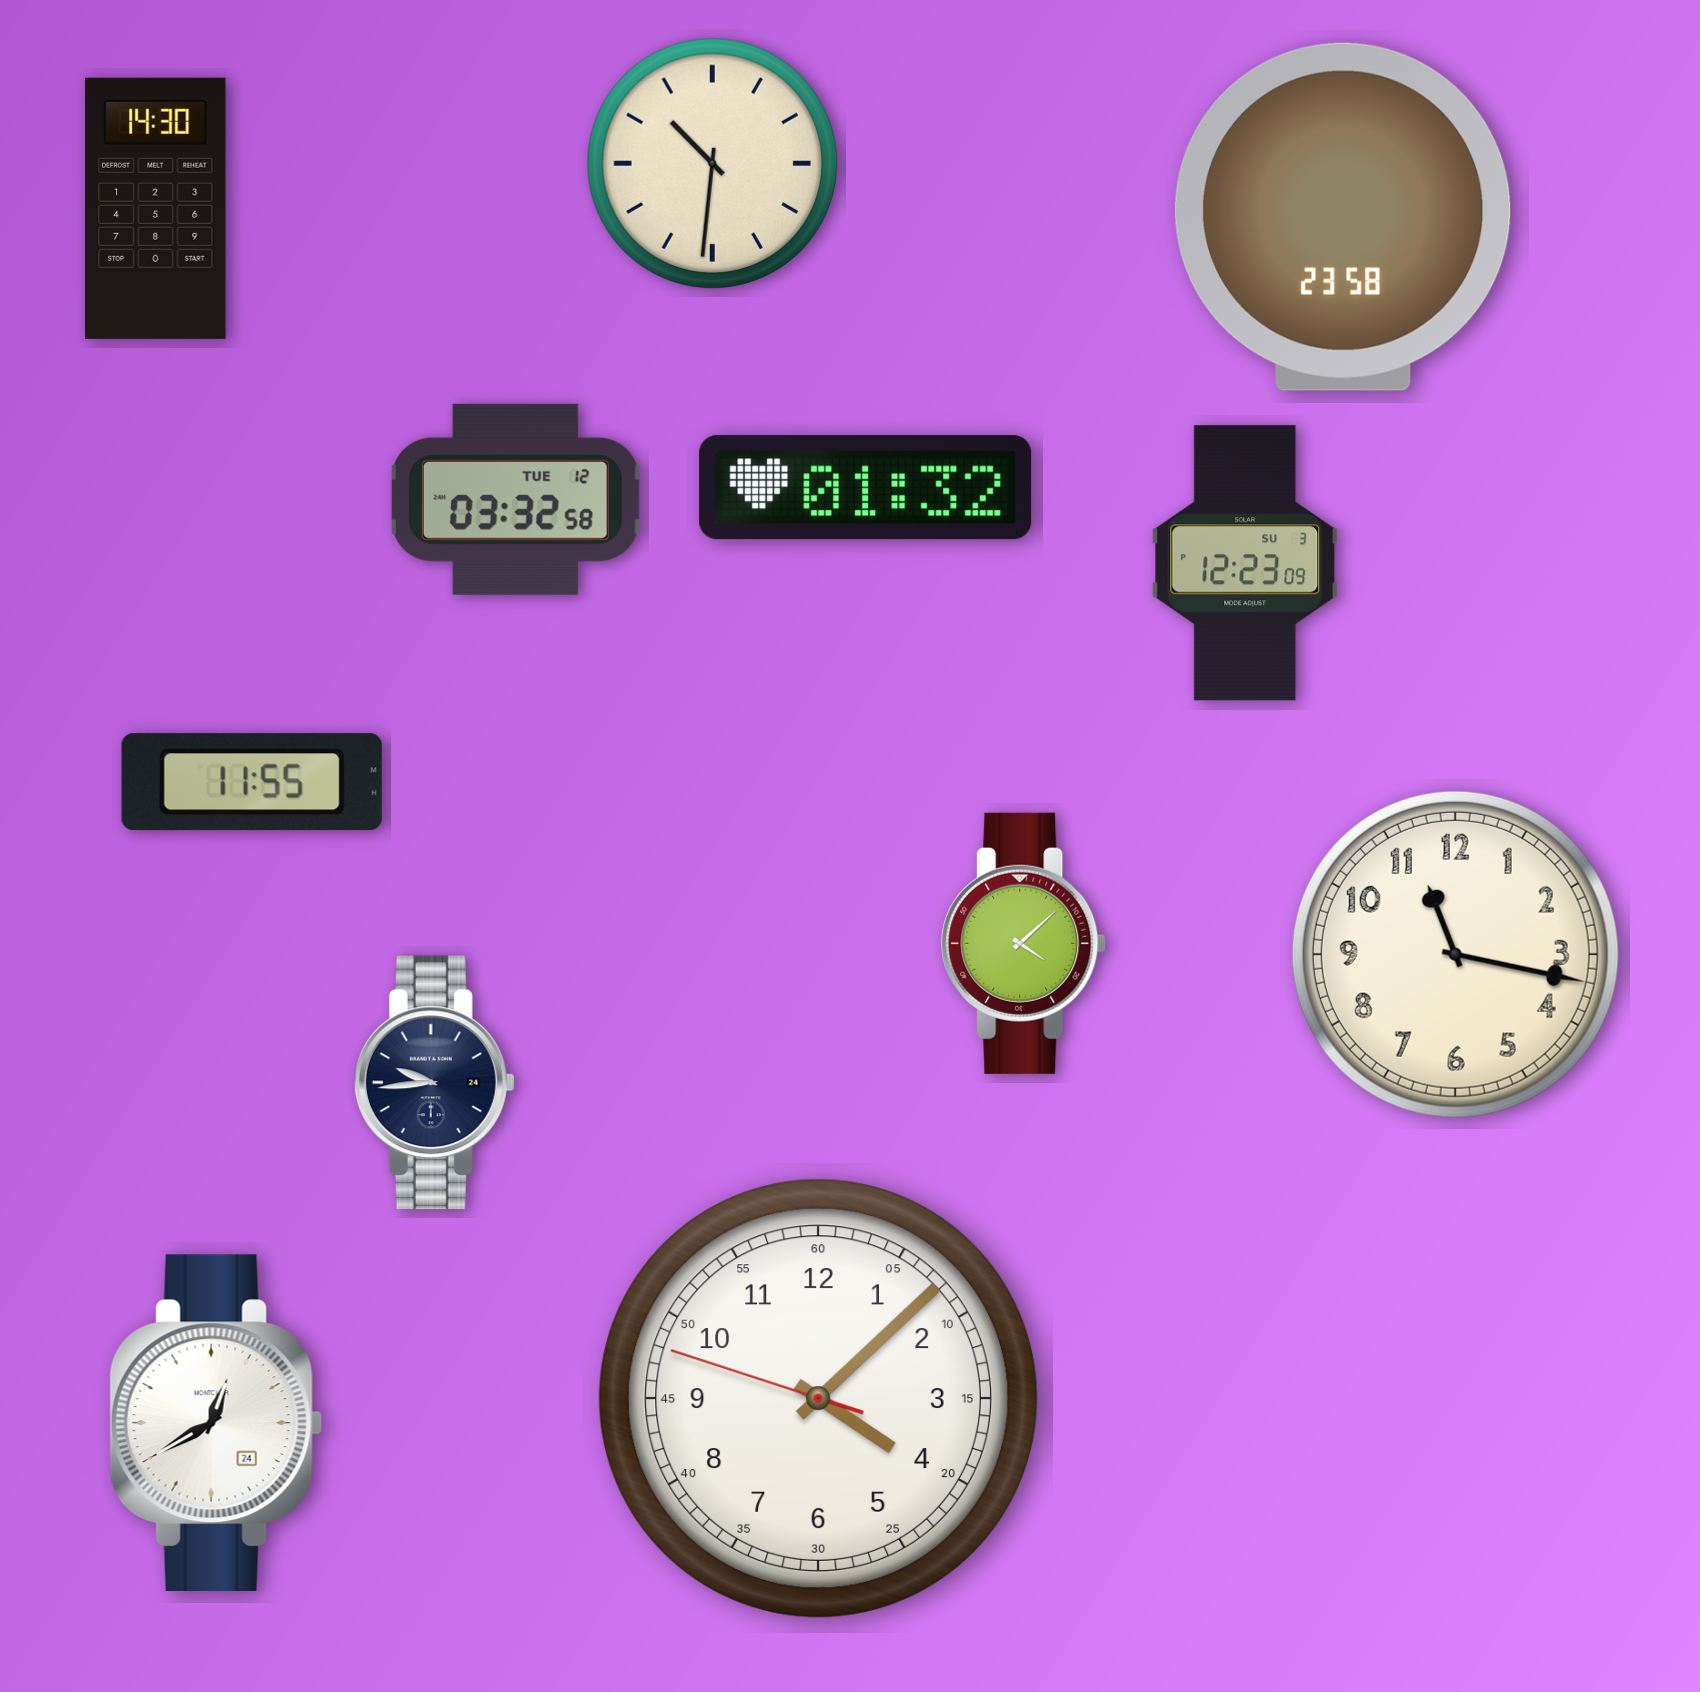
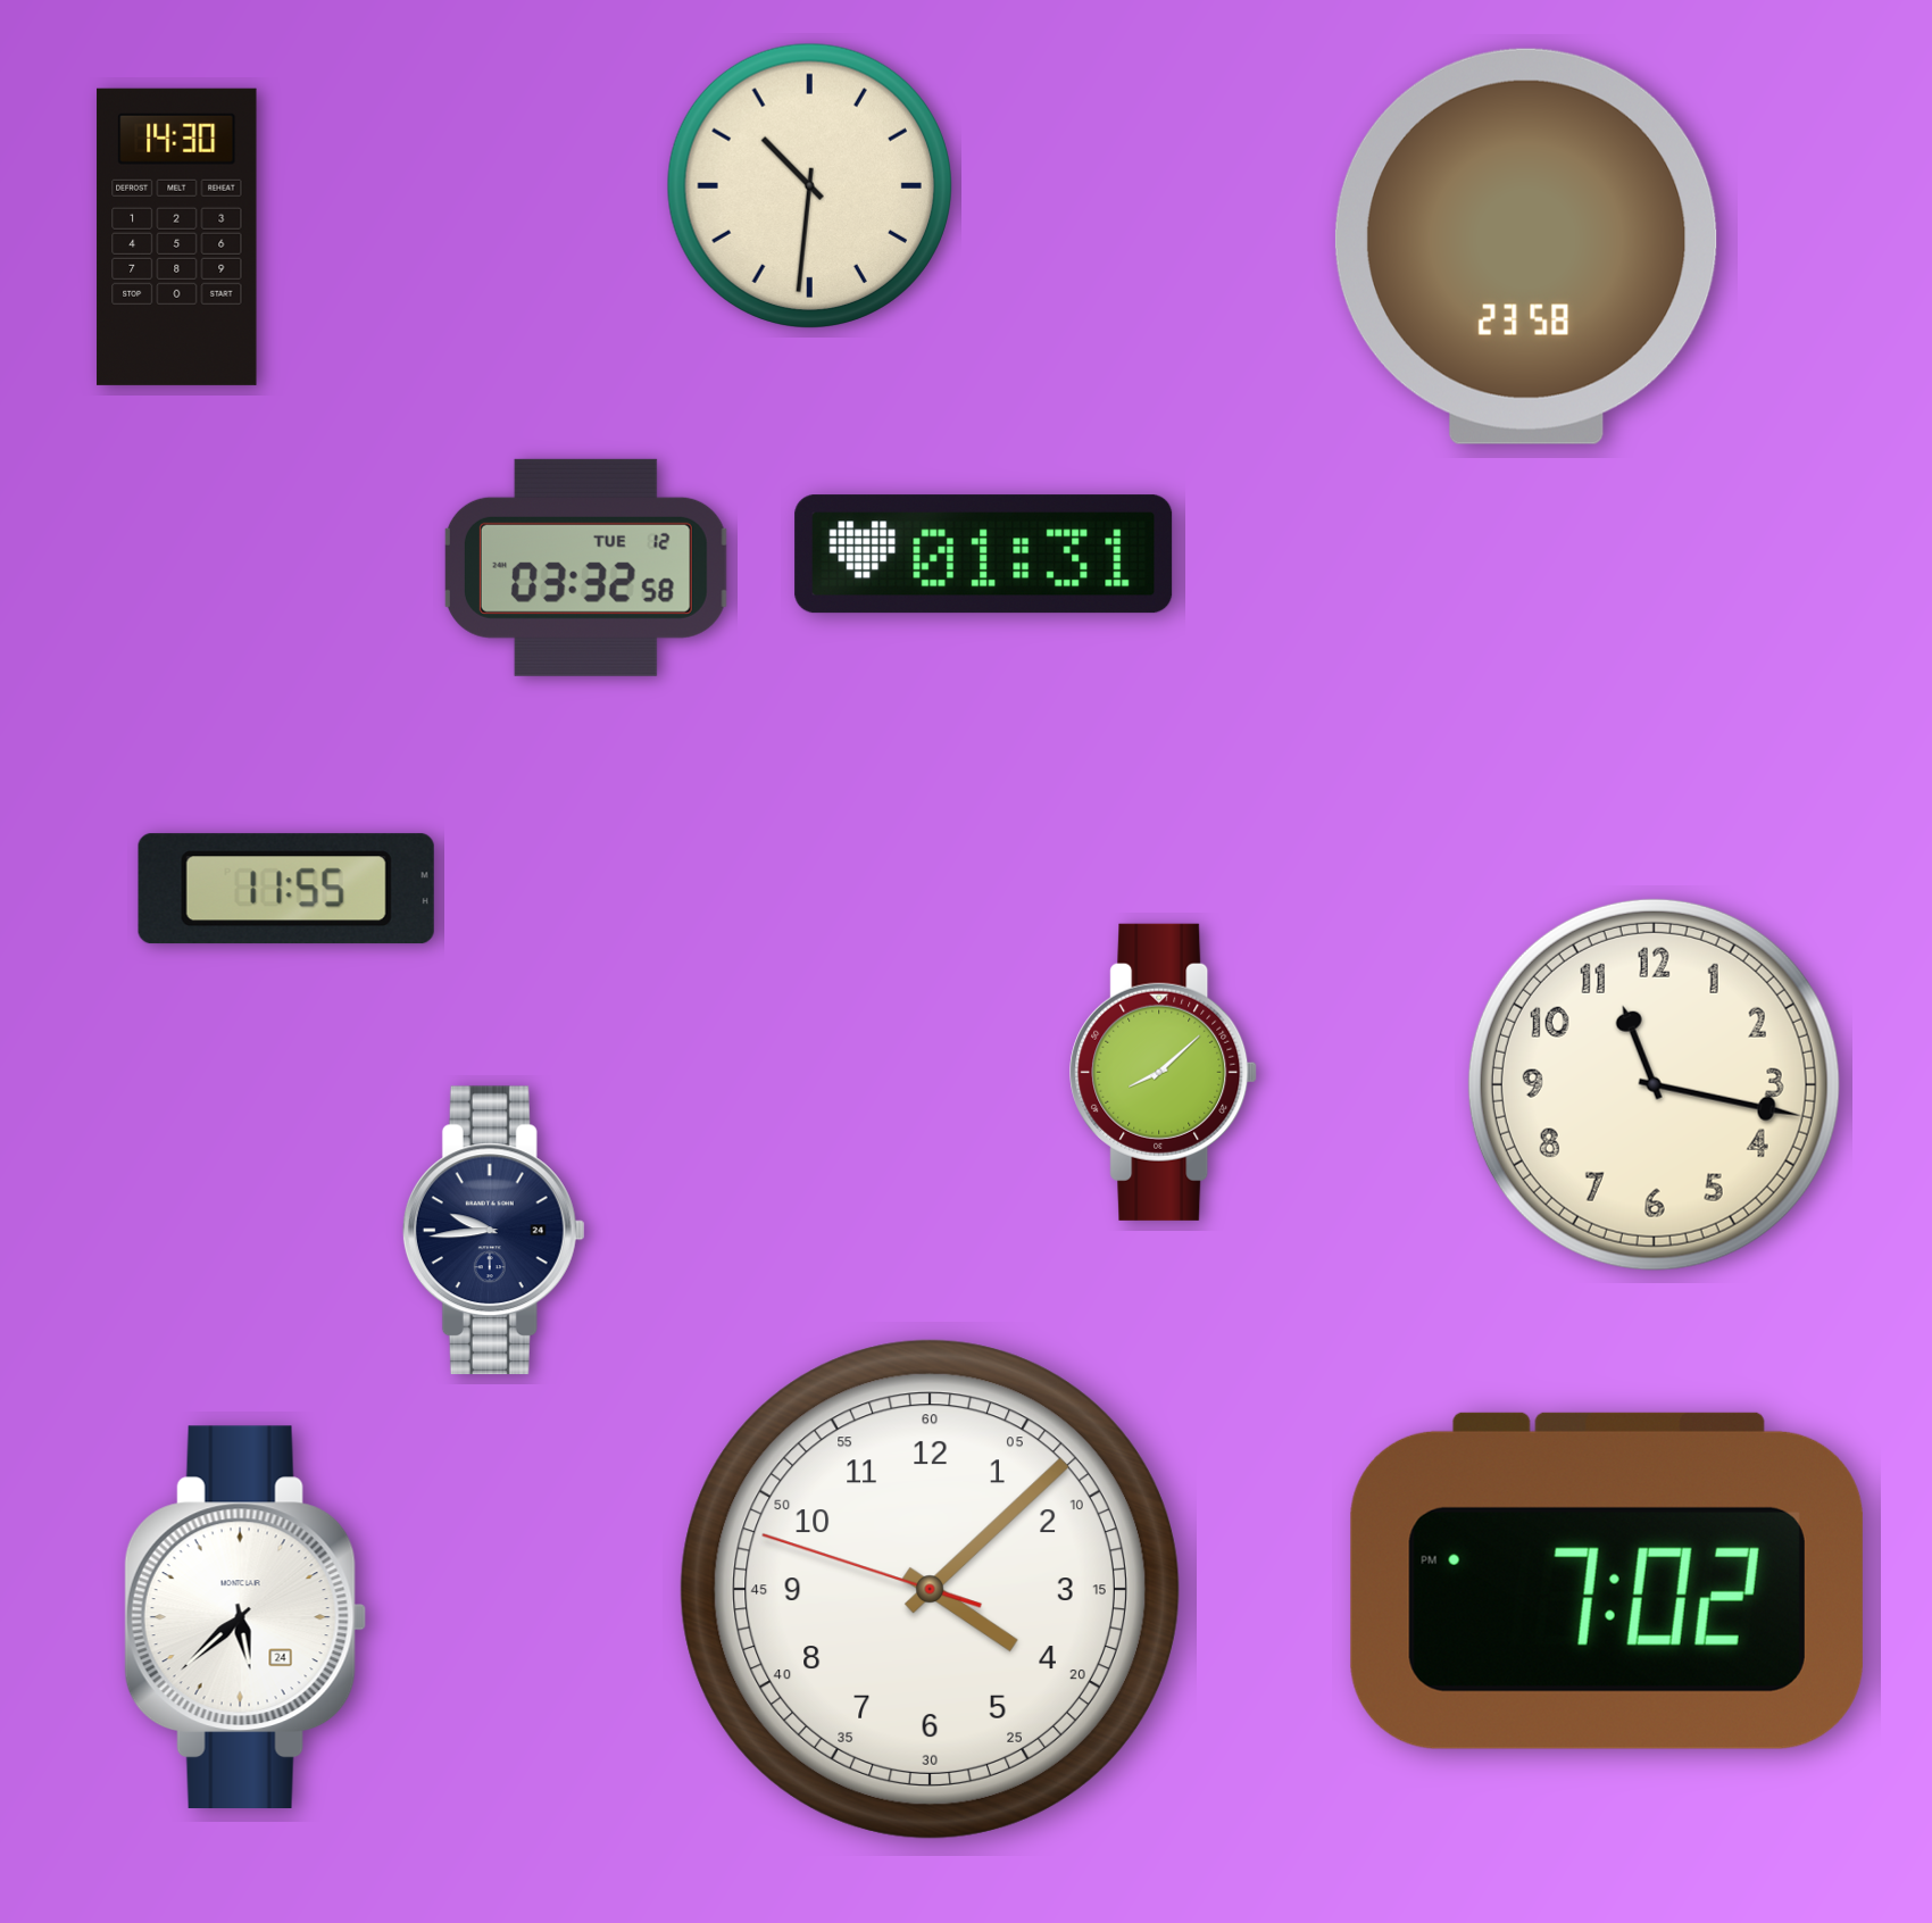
clock at (866, 488): 01:32 -> 01:31
clock at (1245, 563): 12:23 -> none
clock at (1024, 943): 4:08 -> 8:08
clock at (1607, 1581): none -> 7:02
clock at (216, 1422): 12:40 -> 5:38
